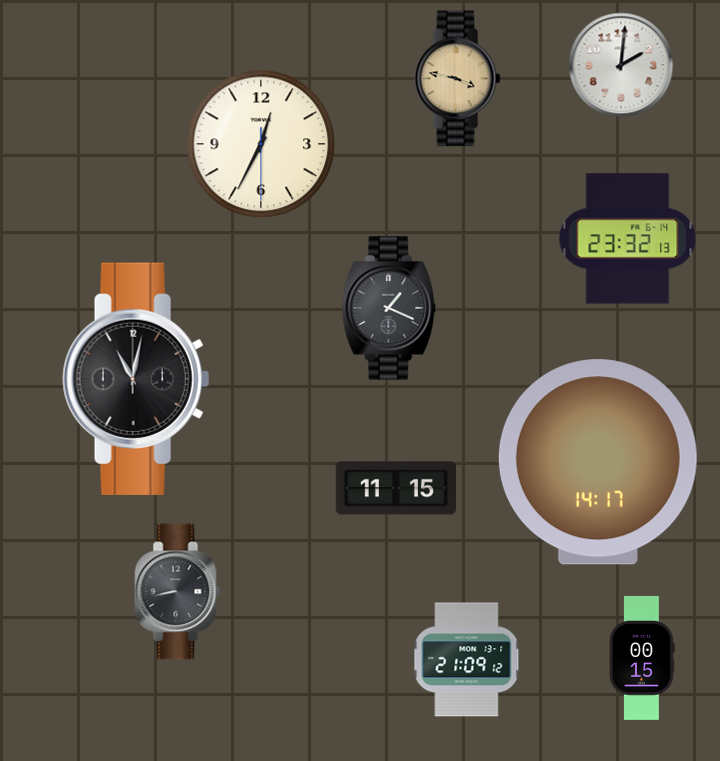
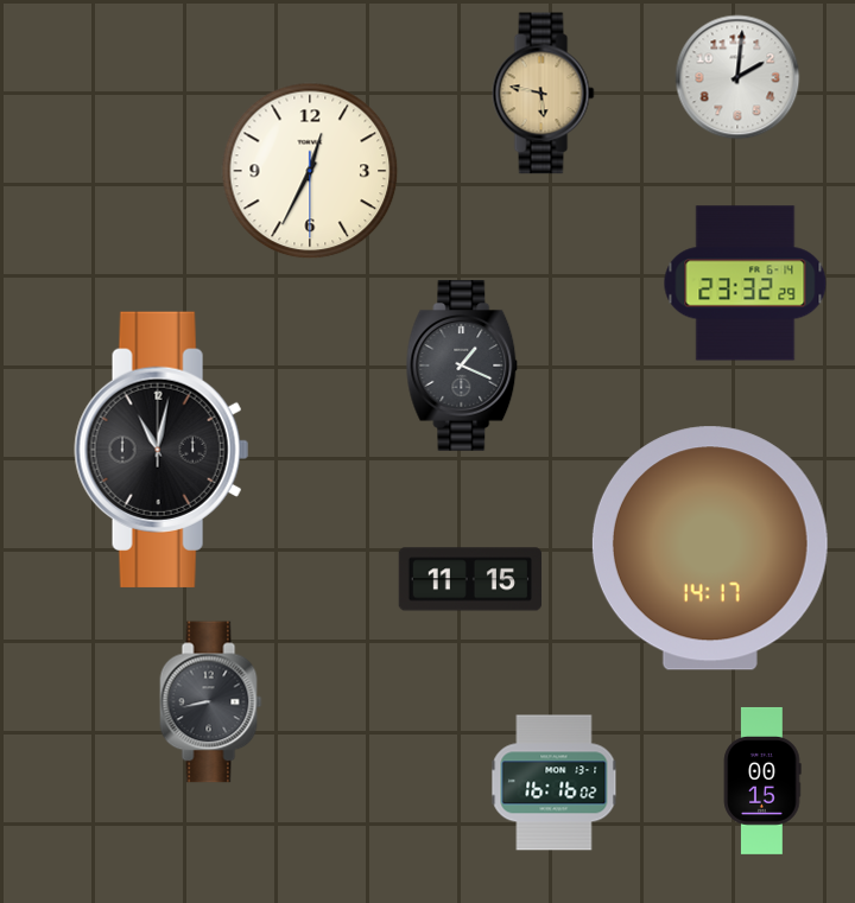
clock at (458, 79): 3:47 -> 5:47
clock at (628, 239): 23:32:13 -> 23:32:29
clock at (467, 660): 21:09 -> 16:16
